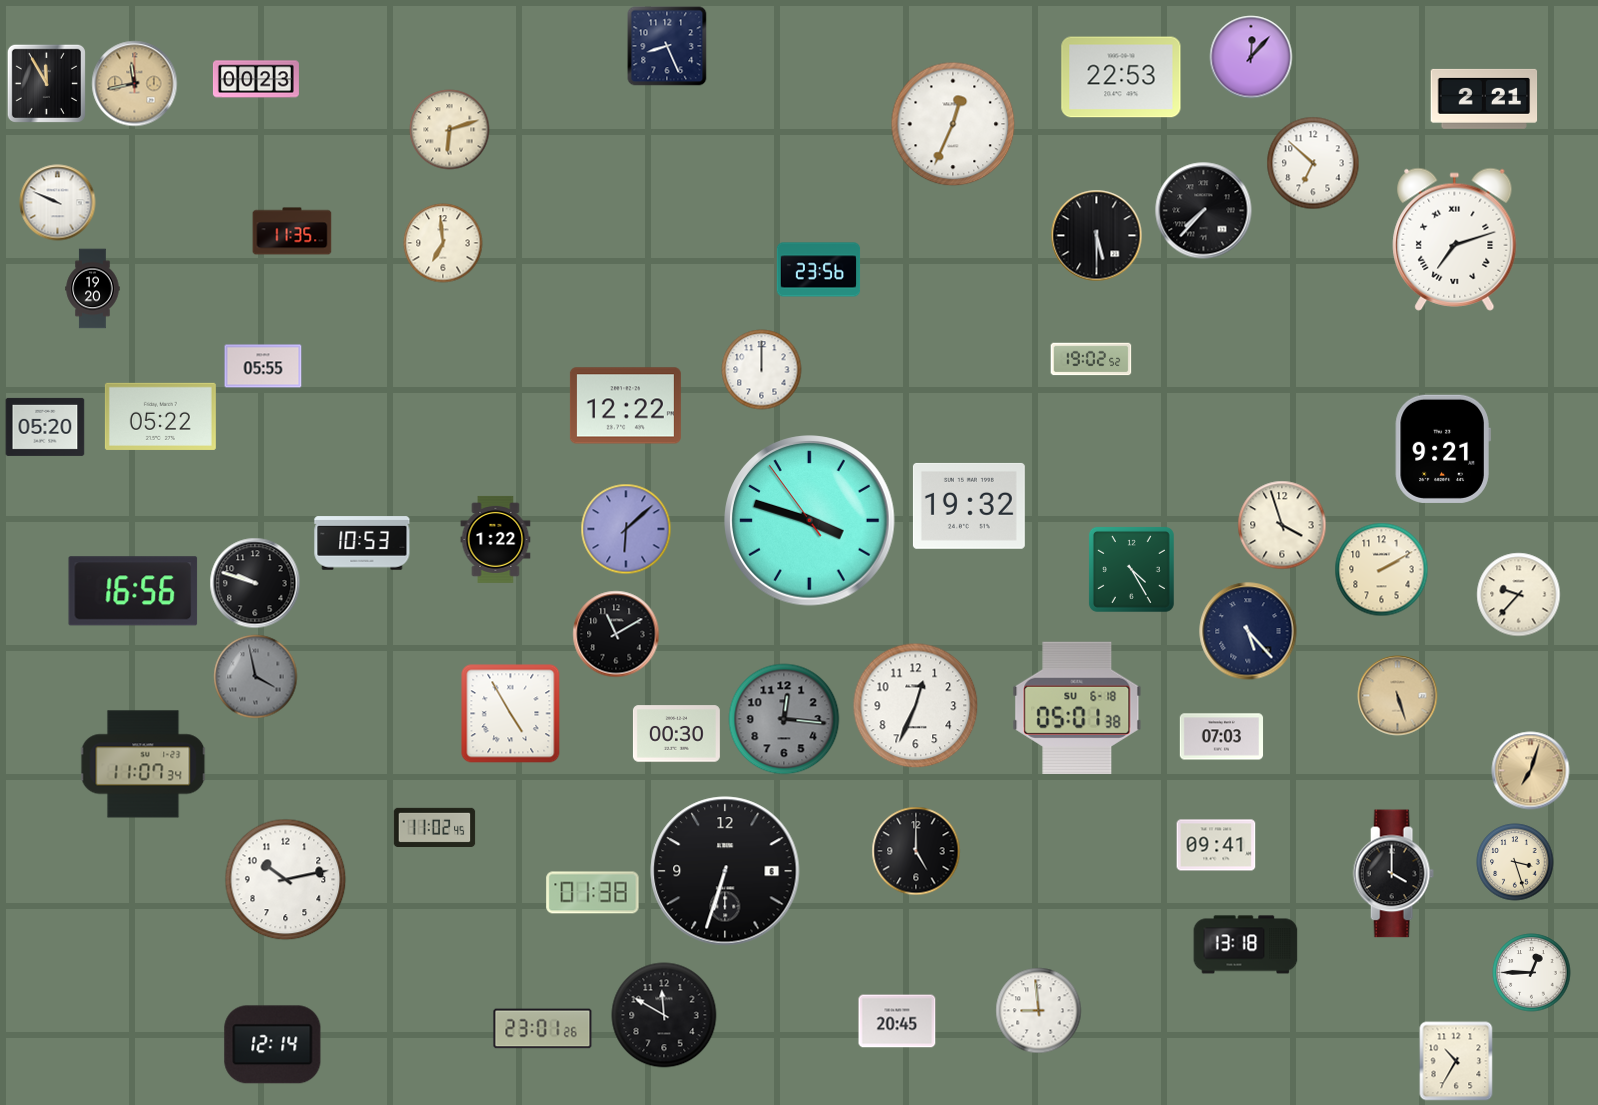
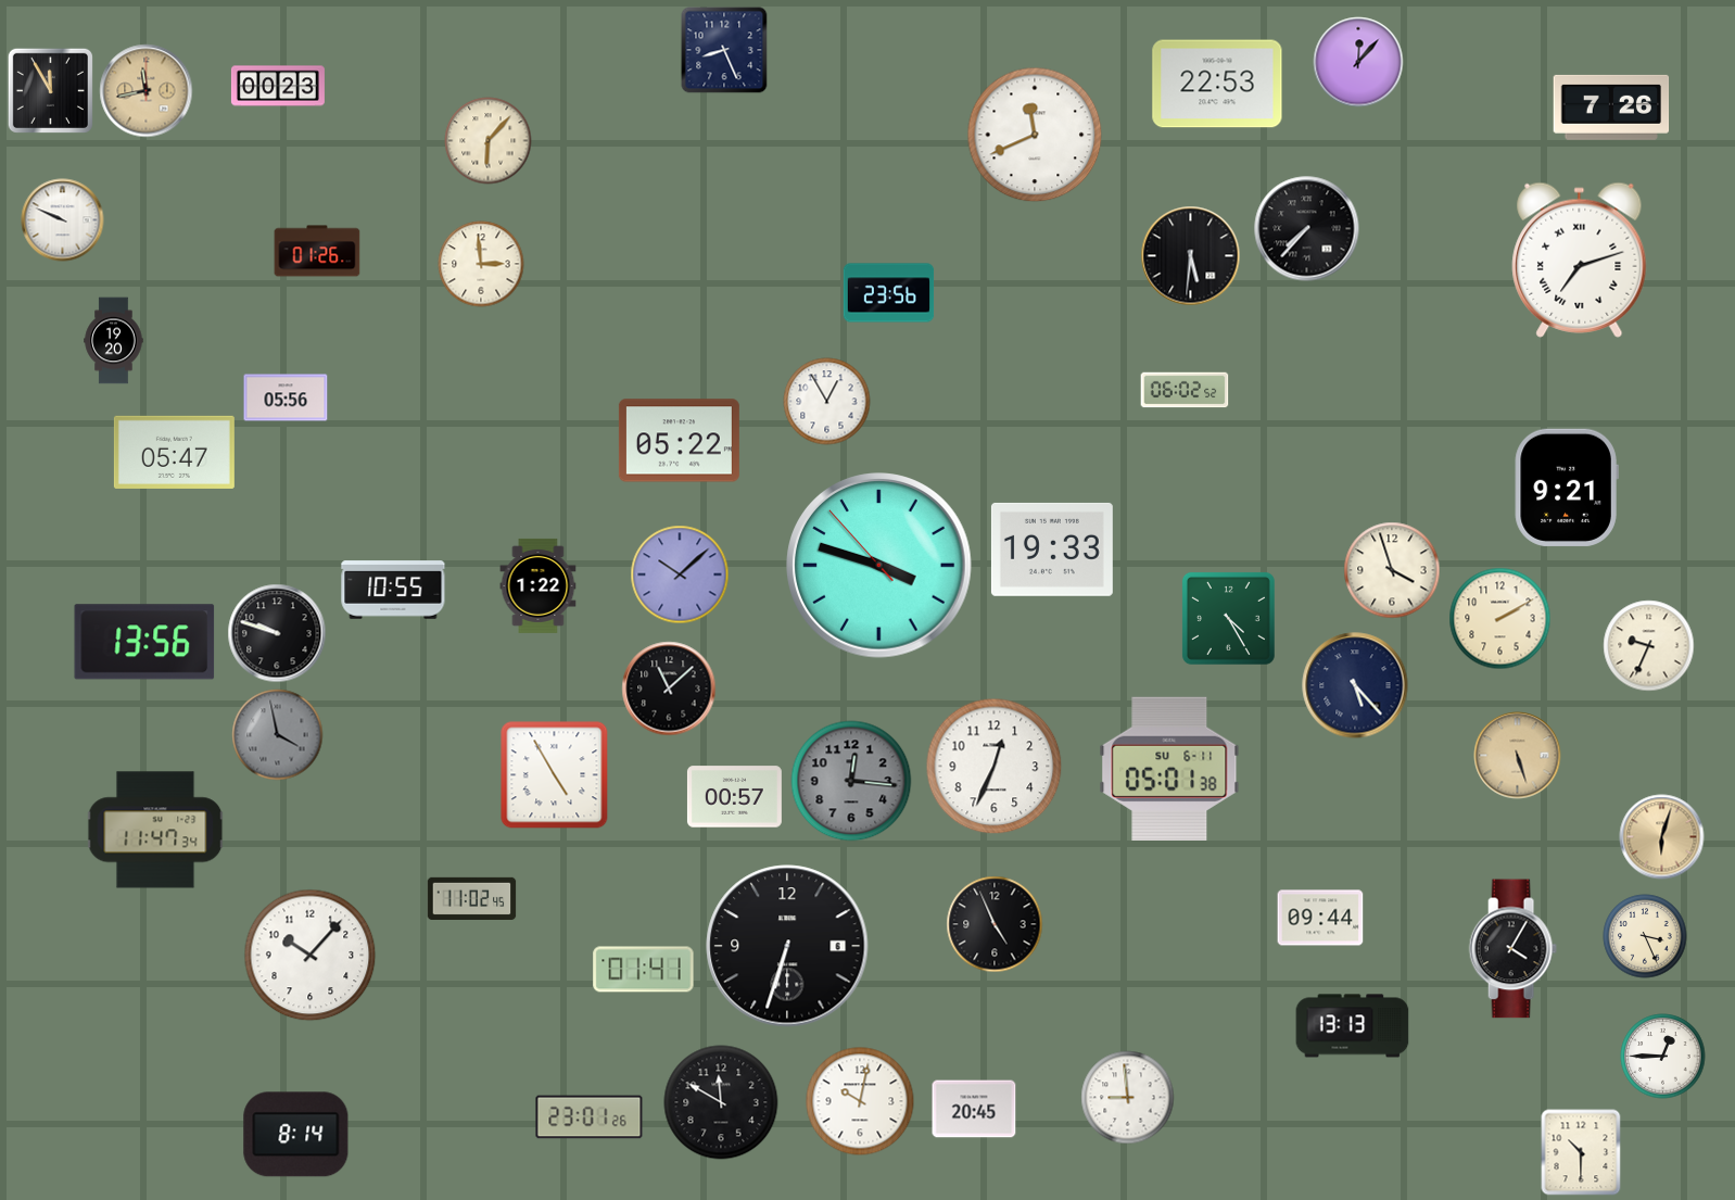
clock at (1484, 99): 2:21 -> 7:26
clock at (953, 124): 12:34 -> 11:41
clock at (450, 130): 6:12 -> 6:07
clock at (1313, 163): 6:52 -> none
clock at (292, 231): 11:35 -> 01:26
clock at (1097, 236): 5:30 -> 5:31
clock at (443, 243): 6:59 -> 2:59
clock at (93, 289) position: (93, 289) -> (114, 341)
clock at (1091, 359): 19:02 -> 06:02
clock at (263, 366): 05:55 -> 05:56
clock at (762, 370): 12:00 -> 12:55
clock at (625, 406): 12:22 -> 05:22
clock at (160, 416): 05:22 -> 05:47
clock at (45, 427): 05:20 -> none
clock at (969, 506): 19:32 -> 19:33
clock at (810, 521): 3:47:54 -> 3:47:53
clock at (626, 529): 6:08 -> 10:08
clock at (362, 543): 10:53 -> 10:55
clock at (133, 591): 16:56 -> 13:56
clock at (1519, 595): 9:37 -> 9:34
clock at (616, 634): 11:10 -> 11:08
clock at (1077, 708) date: SU 6-18 -> SU 6-11
clock at (676, 734): 00:30 -> 00:57
clock at (1222, 737): 07:03 -> none
clock at (143, 764): 11:07 -> 11:47
clock at (1531, 771): 7:03 -> 6:03
clock at (1216, 845): 09:41 -> 09:44
clock at (916, 851): 5:00 -> 4:56
clock at (1515, 862): 3:27 -> 3:26
clock at (1393, 874): 4:00 -> 4:05
clock at (286, 880): 10:13 -> 10:07
clock at (593, 893): 01:38 -> 01:41
clock at (1246, 945): 13:18 -> 13:13
clock at (860, 1101): none -> 10:02
clock at (273, 1045): 12:14 -> 8:14
clock at (1456, 1061): 10:35 -> 10:30
